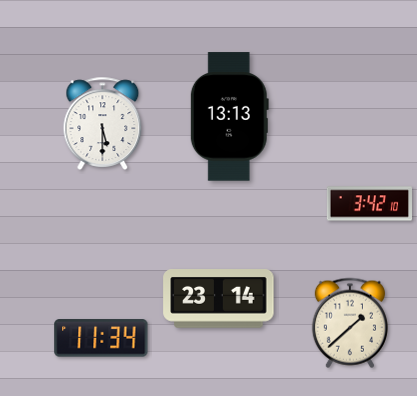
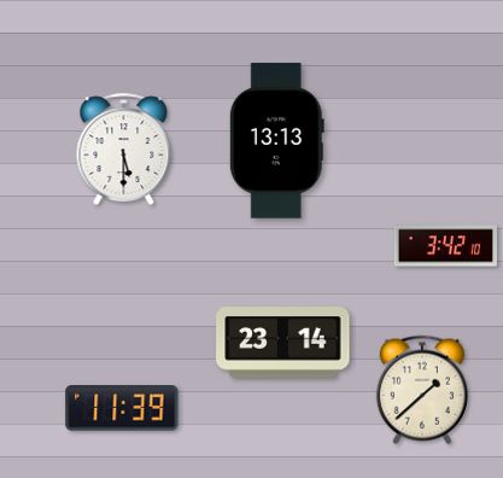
clock at (219, 299) position: (219, 299) -> (283, 343)
clock at (101, 338): 11:34 -> 11:39
